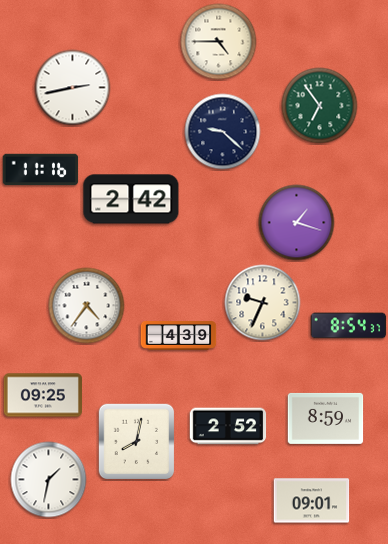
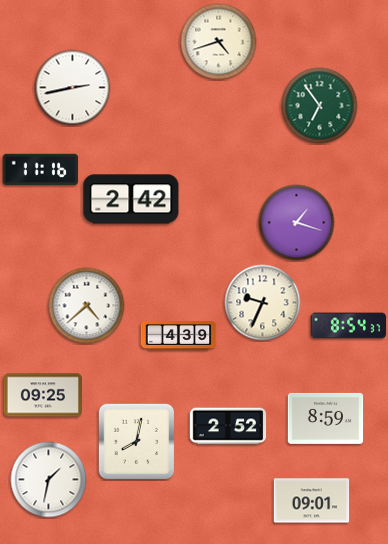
clock at (219, 42): 4:45 -> 4:42
clock at (223, 132): 9:22 -> none
clock at (87, 306): 4:36 -> 4:38
